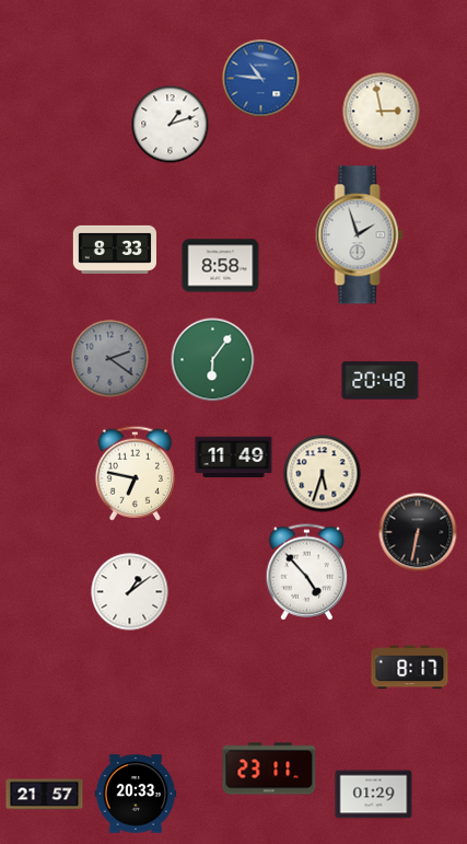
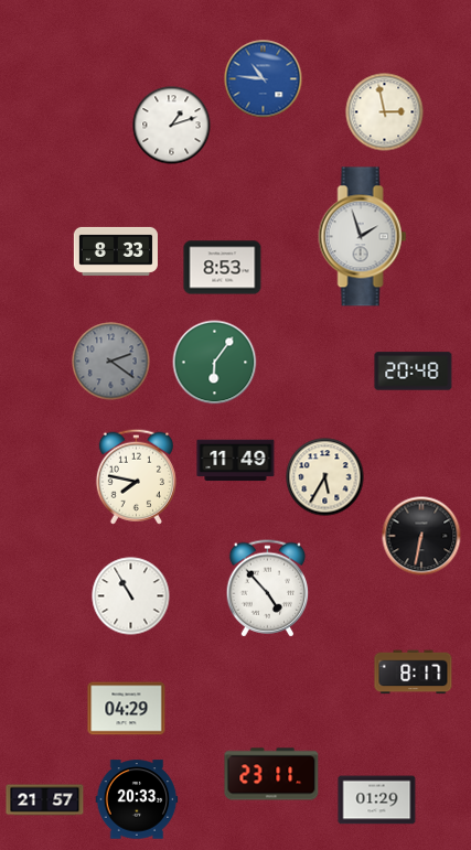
clock at (221, 266): 8:58 -> 8:53
clock at (381, 381) position: (381, 381) -> (414, 372)
clock at (135, 473): 6:47 -> 7:47
clock at (323, 474): 5:33 -> 5:35
clock at (307, 573) position: (307, 573) -> (268, 589)
clock at (130, 592): 1:09 -> 10:55
clock at (127, 709): none -> 04:29
